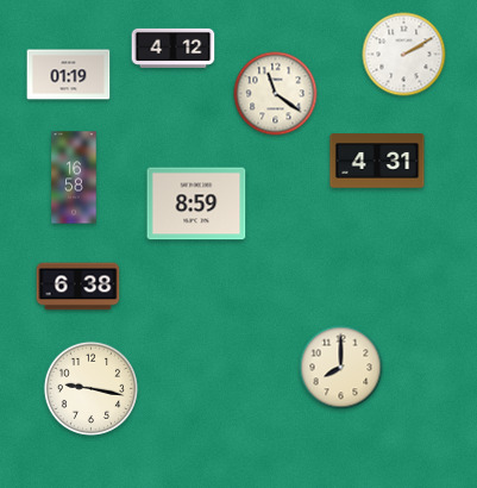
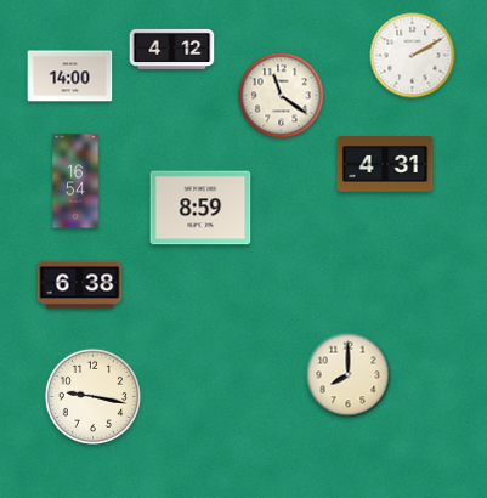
clock at (174, 48) position: (174, 48) -> (172, 49)
clock at (69, 75): 01:19 -> 14:00
clock at (74, 177): 16:58 -> 16:54
clock at (79, 287) position: (79, 287) -> (80, 285)
